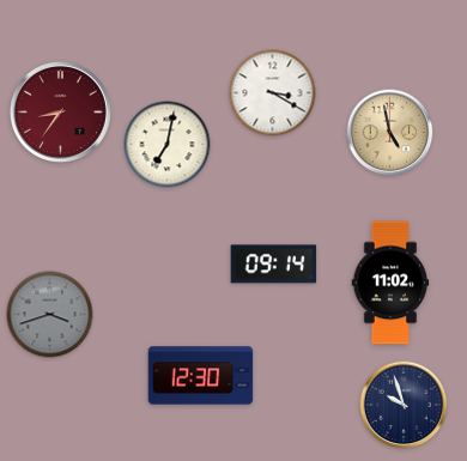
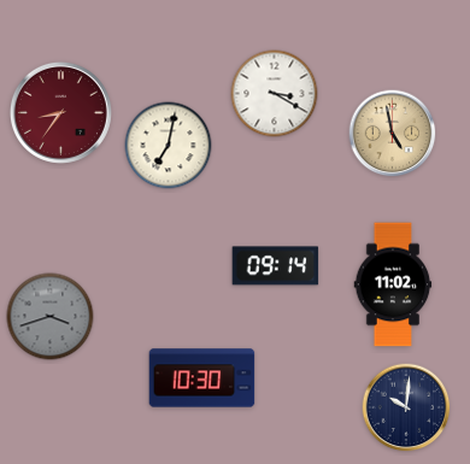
clock at (201, 376): 12:30 -> 10:30
clock at (404, 405): 9:57 -> 10:01
